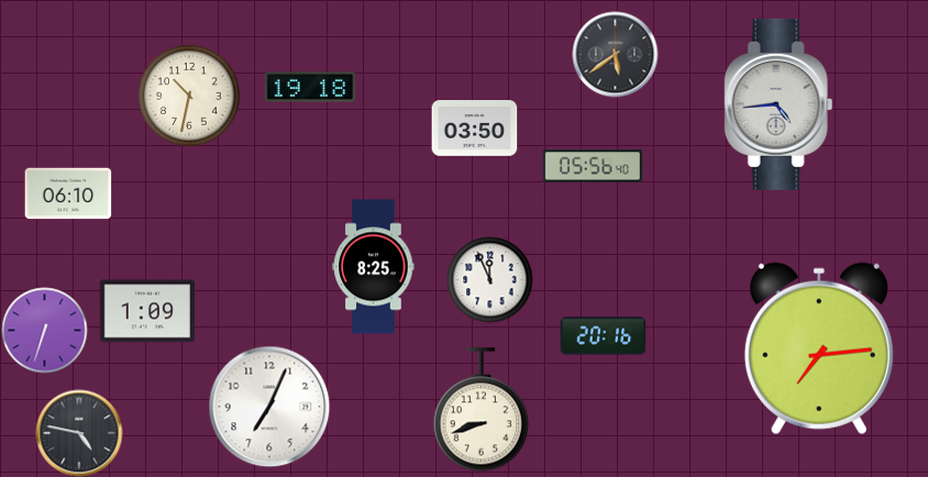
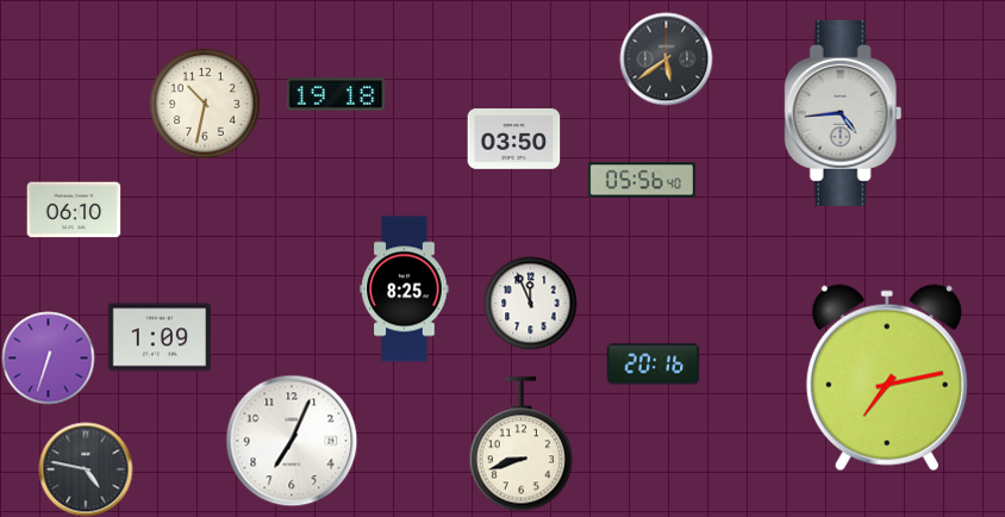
clock at (819, 348): 7:14 -> 7:13
